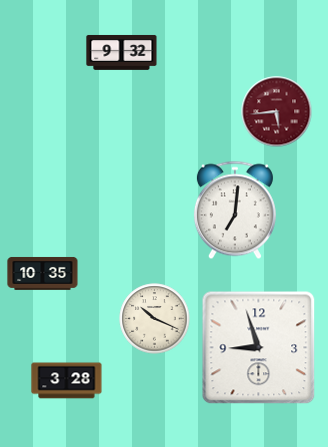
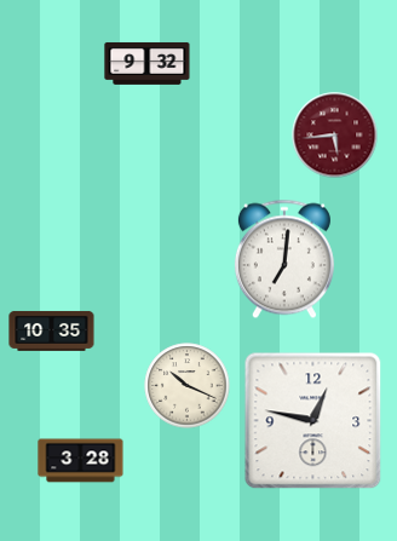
clock at (235, 210) position: (235, 210) -> (284, 259)
clock at (259, 348): 8:57 -> 12:47
